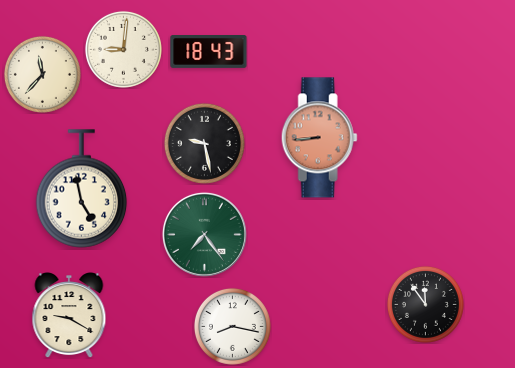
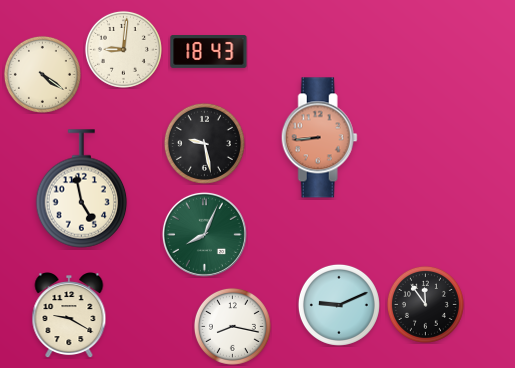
clock at (42, 74): 11:37 -> 4:21
clock at (204, 234): 7:24 -> 8:04
clock at (339, 305): none -> 9:11
